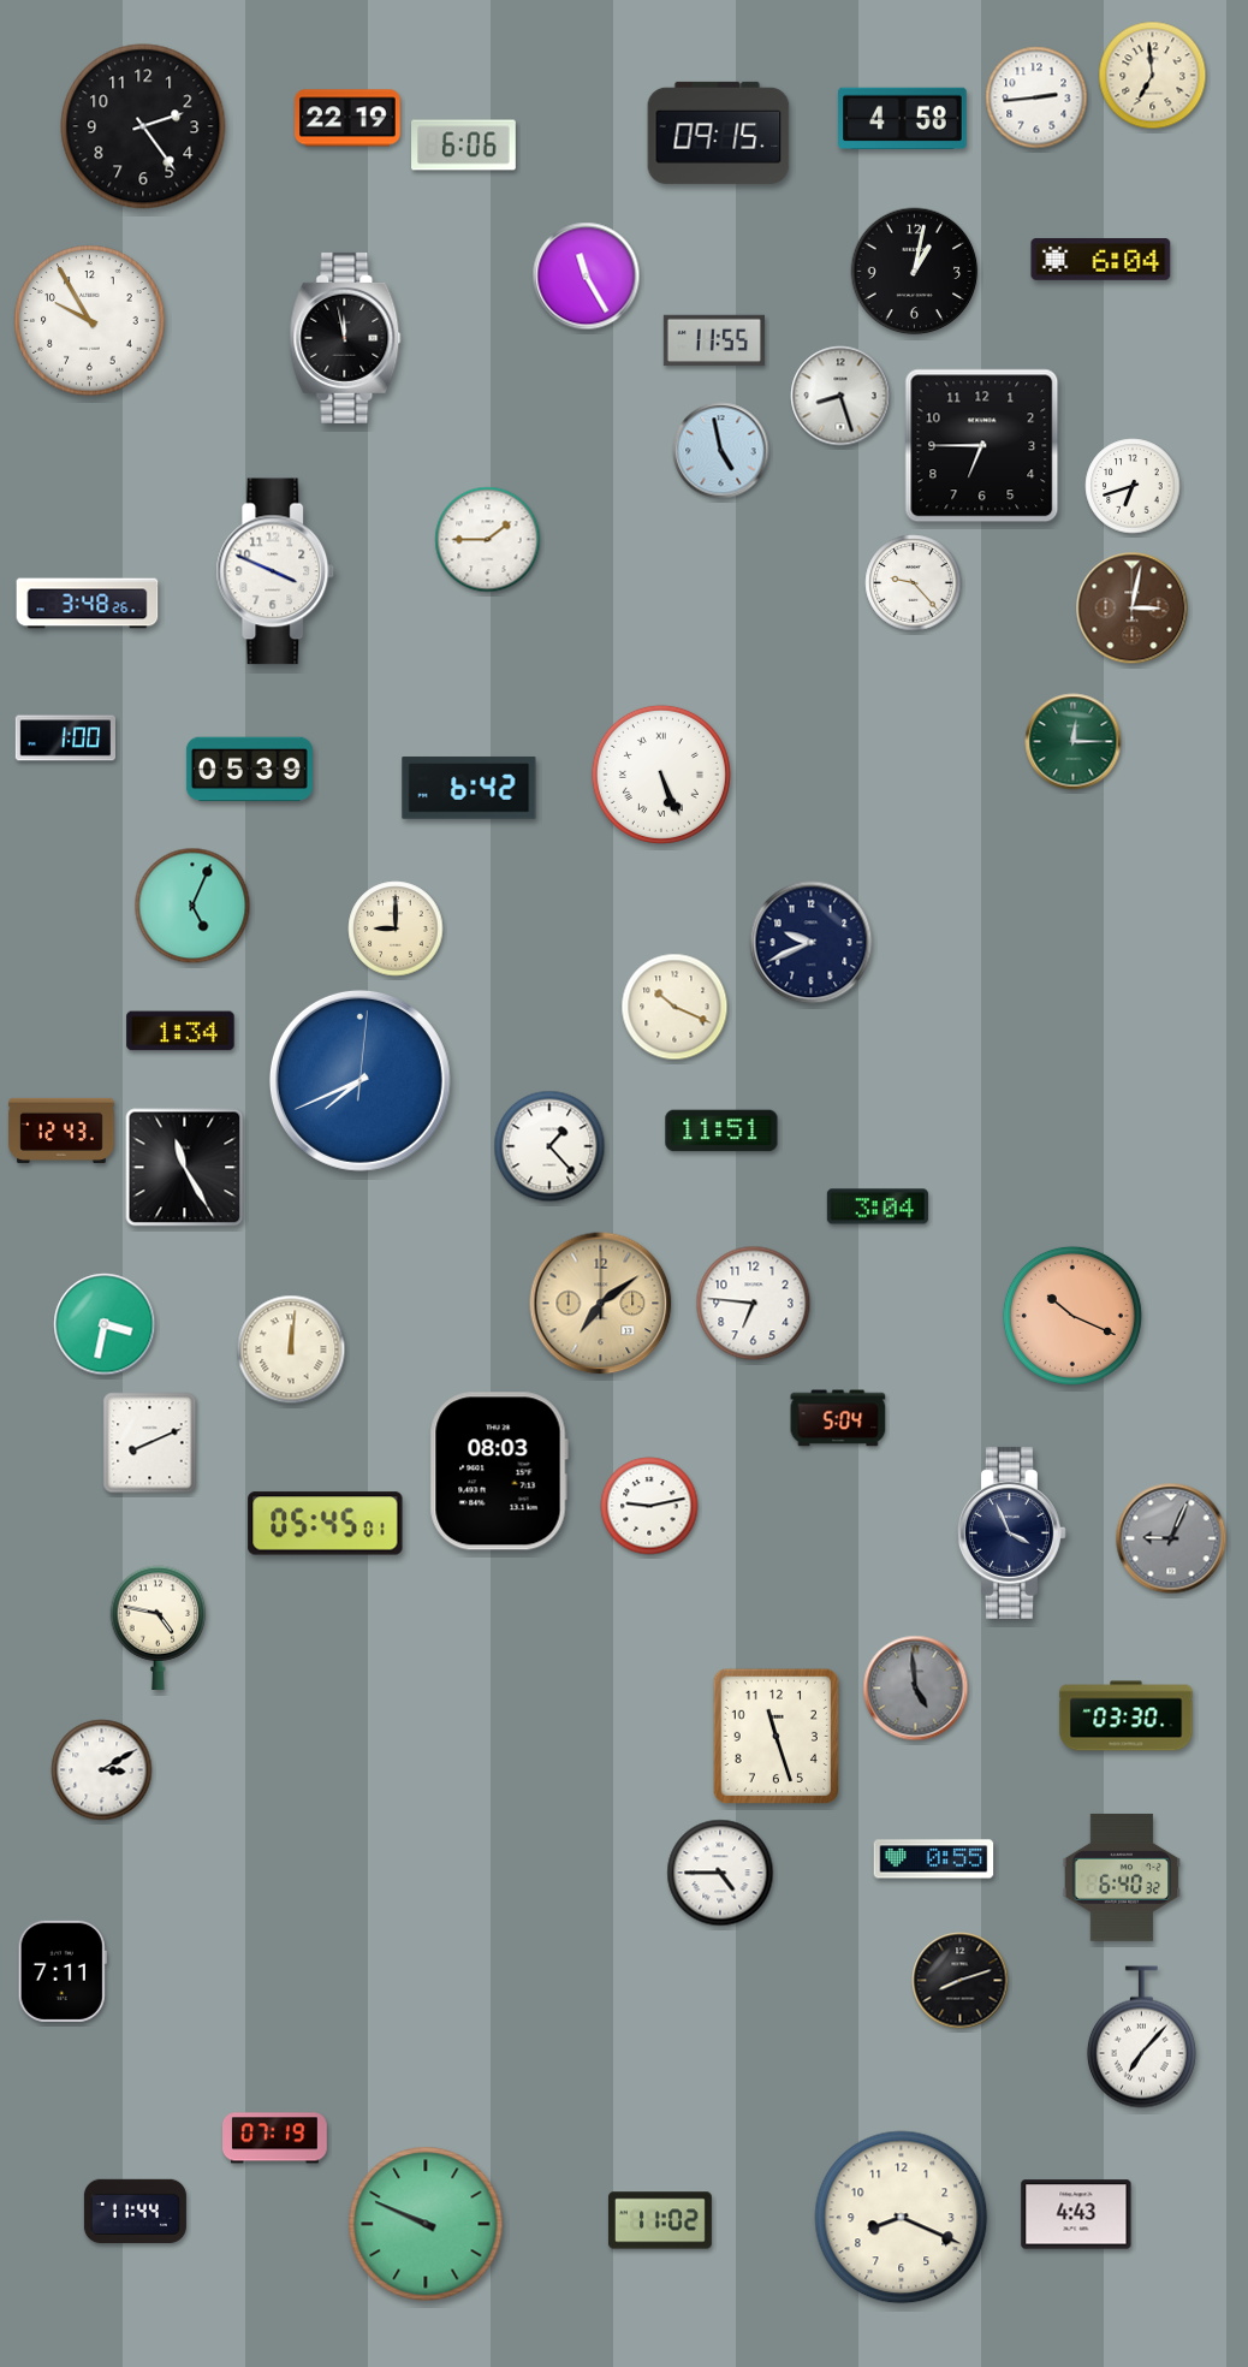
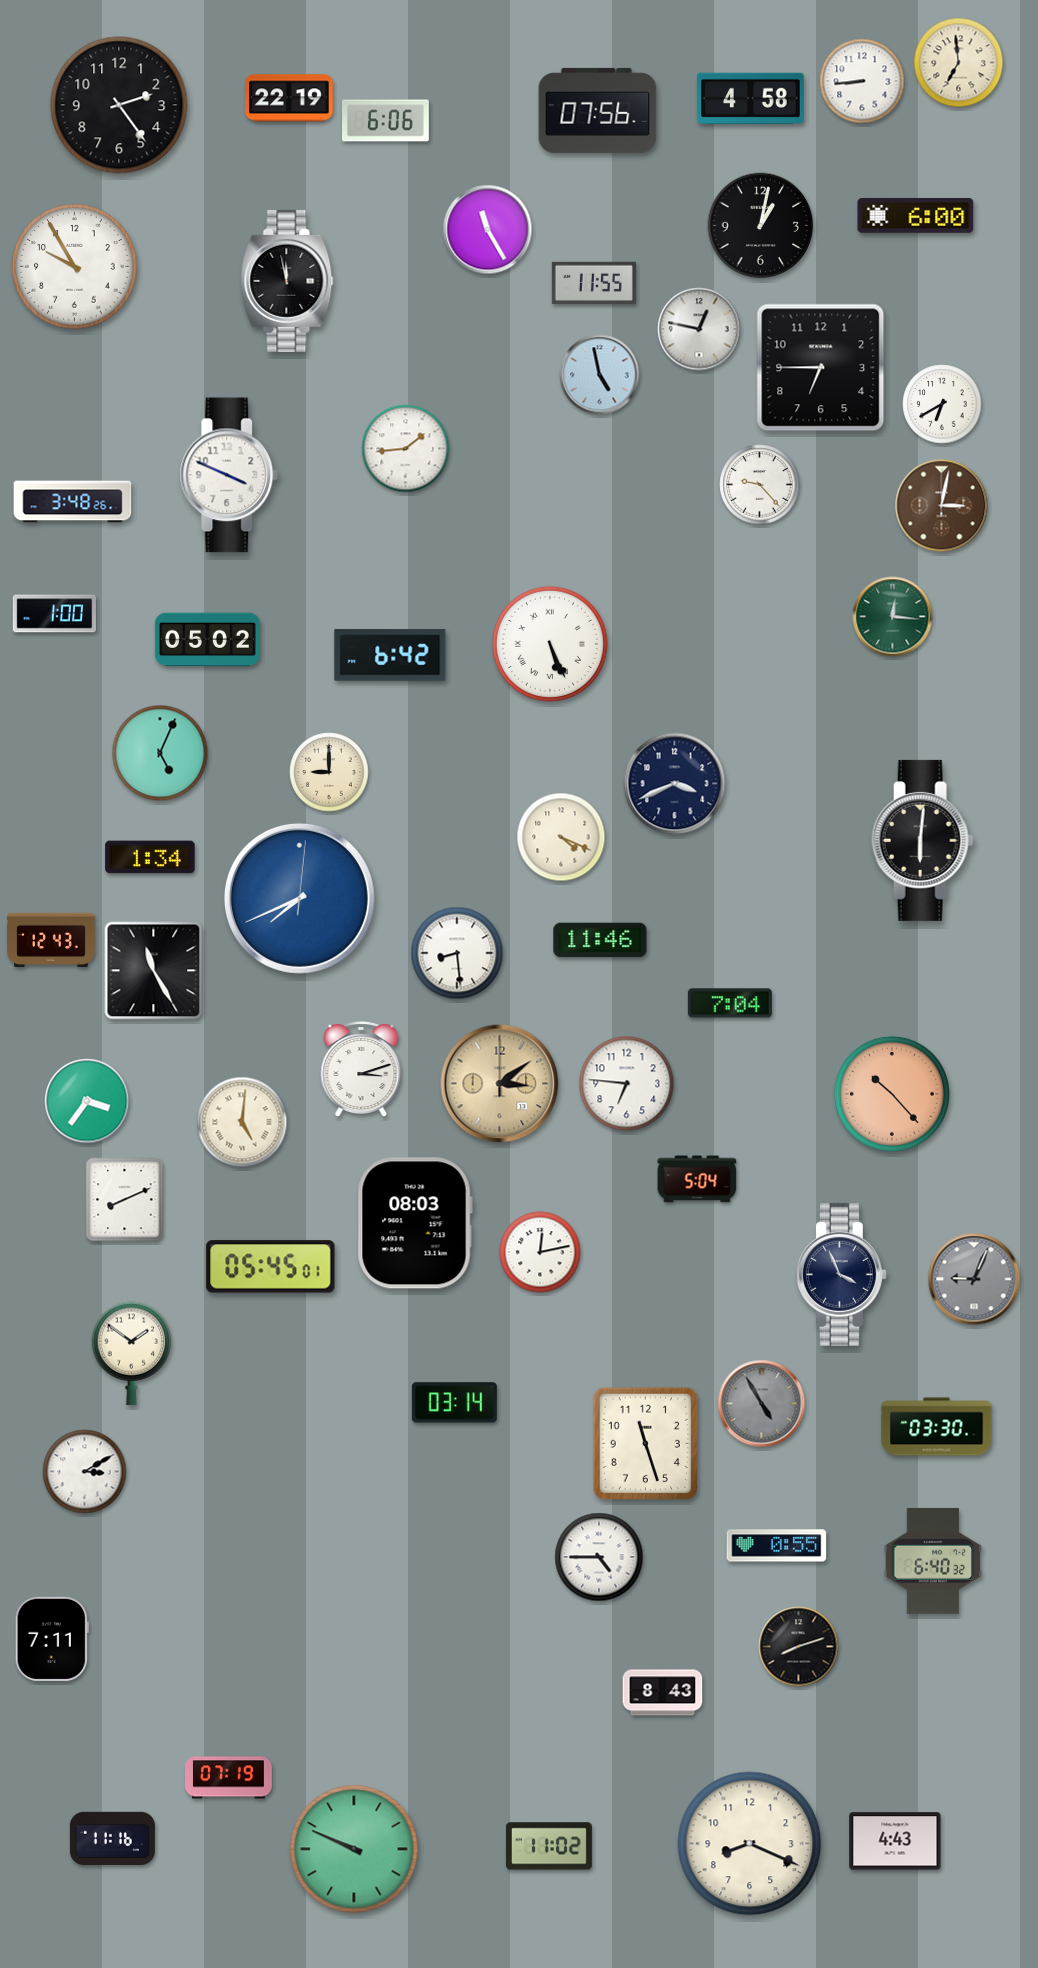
clock at (1036, 97): 2:44 -> 8:44
clock at (719, 132): 09:15 -> 07:56
clock at (1101, 260): 6:04 -> 6:00
clock at (840, 396): 8:27 -> 12:47
clock at (982, 446) position: (982, 446) -> (821, 368)
clock at (1133, 486): 6:42 -> 6:40
clock at (488, 540): 1:45 -> 1:44
clock at (1074, 742): 12:15 -> 12:16
clock at (249, 770): 05:39 -> 05:02
clock at (812, 943): 9:41 -> 3:41
clock at (674, 1007): 10:19 -> 4:19
clock at (923, 840): none -> 6:01
clock at (721, 1131): 11:51 -> 11:46
clock at (549, 1146): 1:23 -> 8:29
clock at (878, 1206): 3:04 -> 7:04
clock at (361, 1069): none -> 3:12
clock at (601, 1304): 7:09 -> 3:09
clock at (1072, 1316): 10:19 -> 10:23
clock at (105, 1324): 3:32 -> 3:36
clock at (291, 1349): 12:01 -> 5:01
clock at (649, 1506): 9:13 -> 12:13
clock at (159, 1627): 4:47 -> 1:51
clock at (454, 1403): none -> 03:14
clock at (916, 1689): 4:59 -> 4:55
clock at (663, 1693): none -> 8:43
clock at (1141, 2037): 7:07 -> none
clock at (135, 2211): 11:44 -> 11:16
